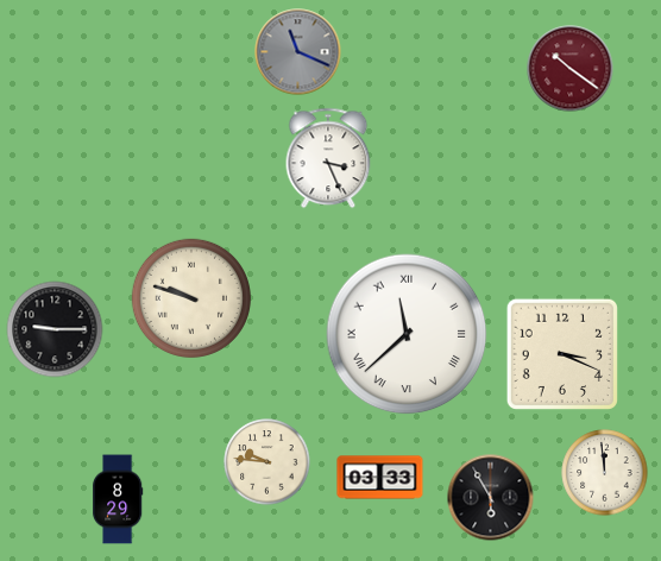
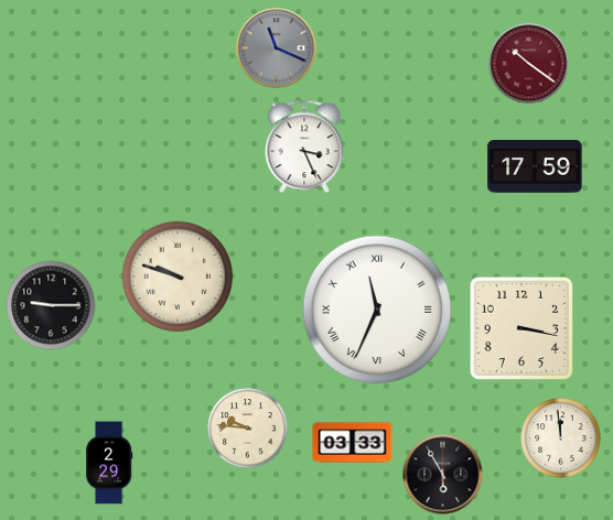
clock at (535, 167): none -> 17:59
clock at (407, 334): 11:38 -> 11:34
clock at (561, 353): 3:19 -> 3:17
clock at (491, 498) position: (491, 498) -> (443, 475)
clock at (119, 499): 8:29 -> 2:29
